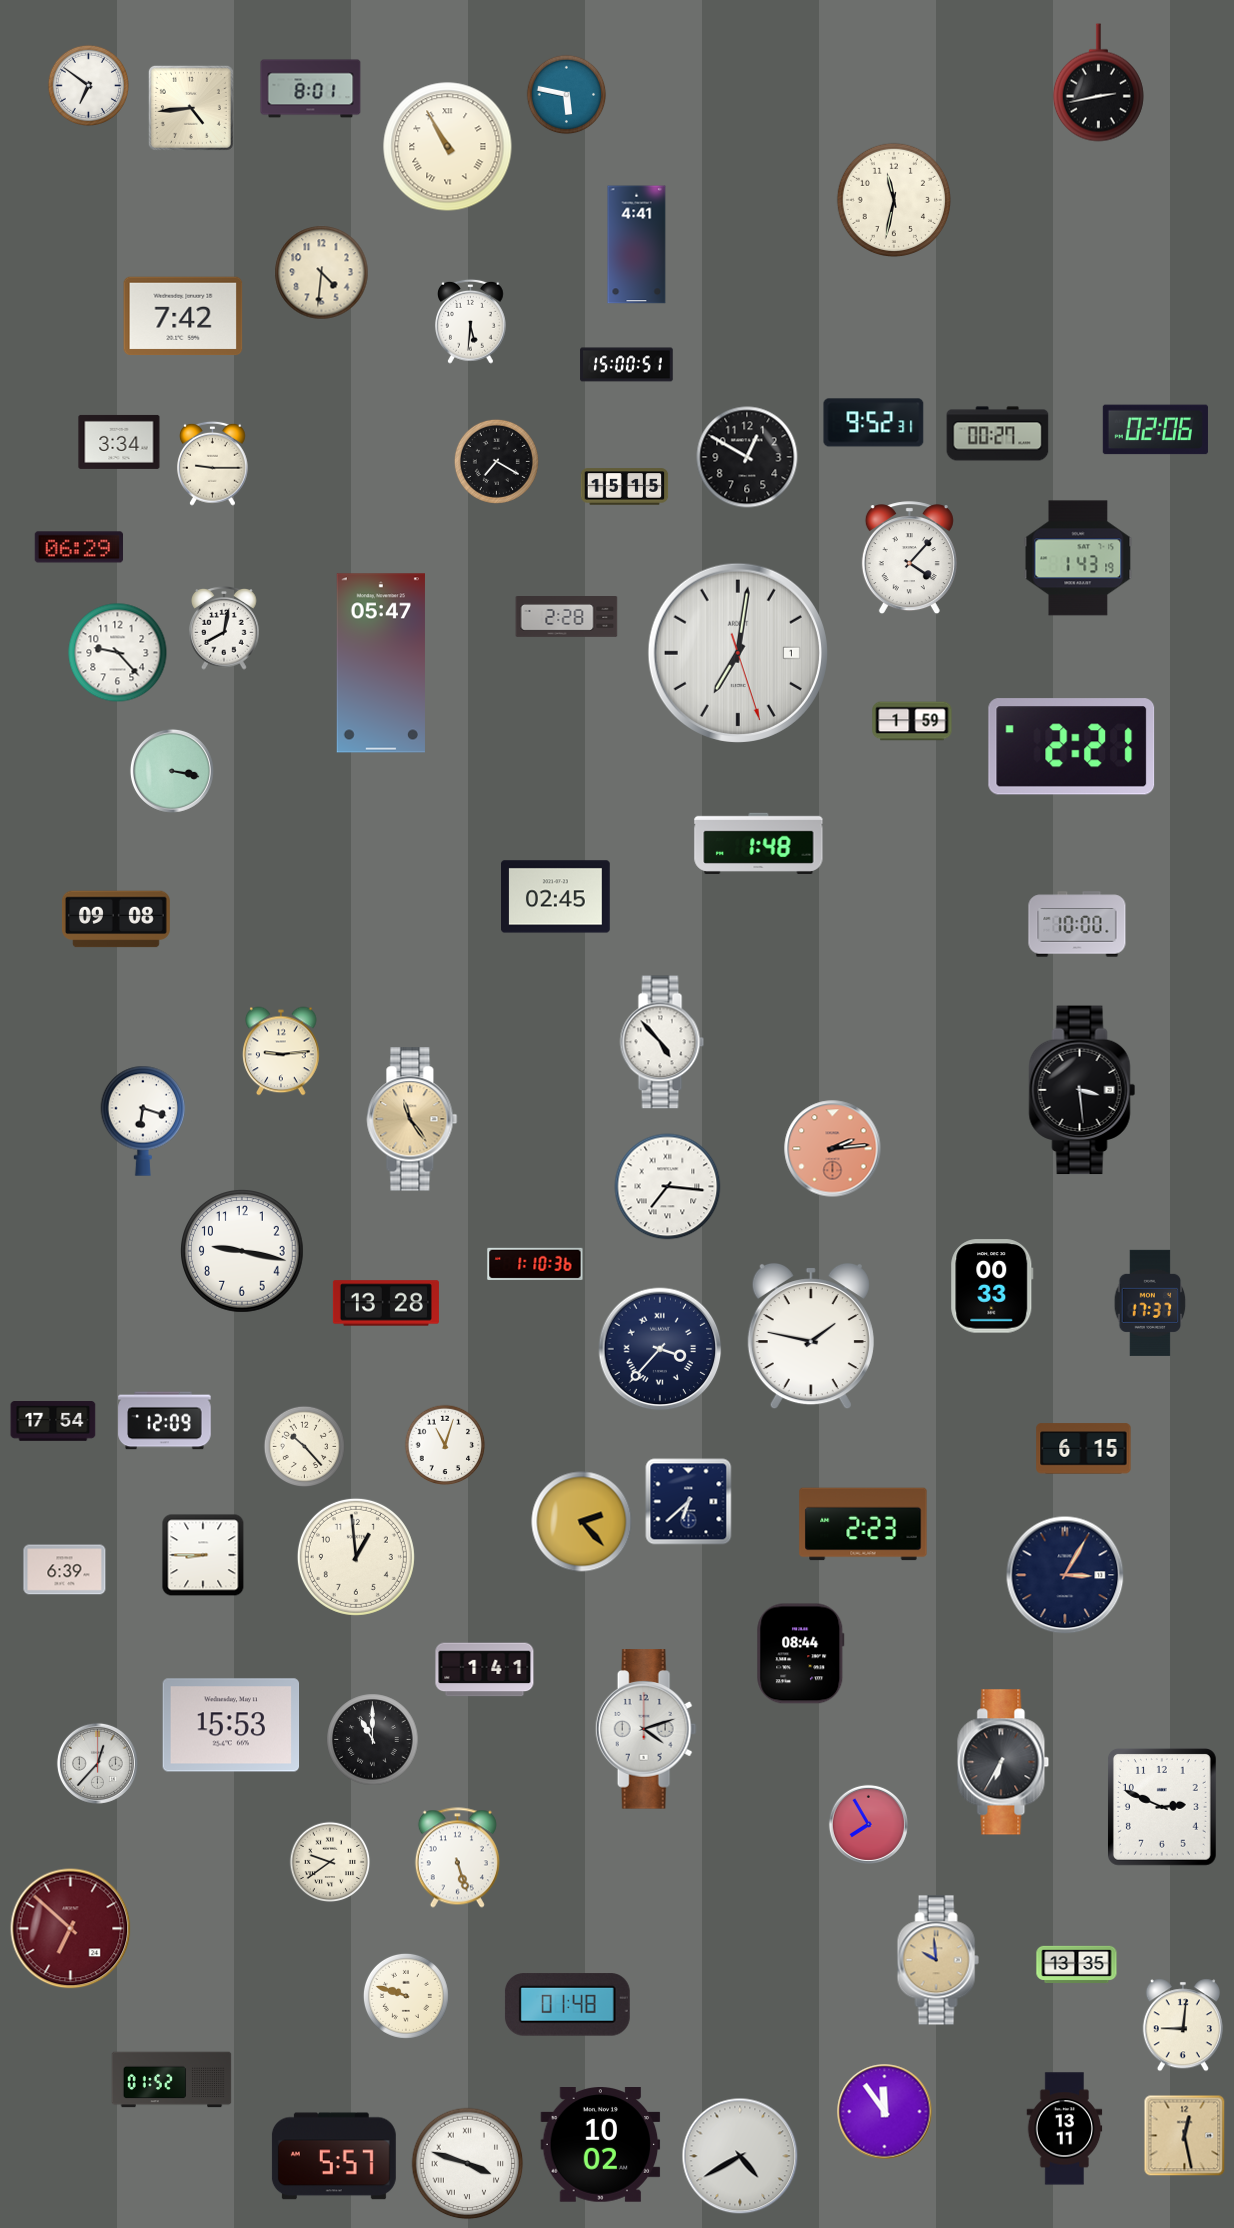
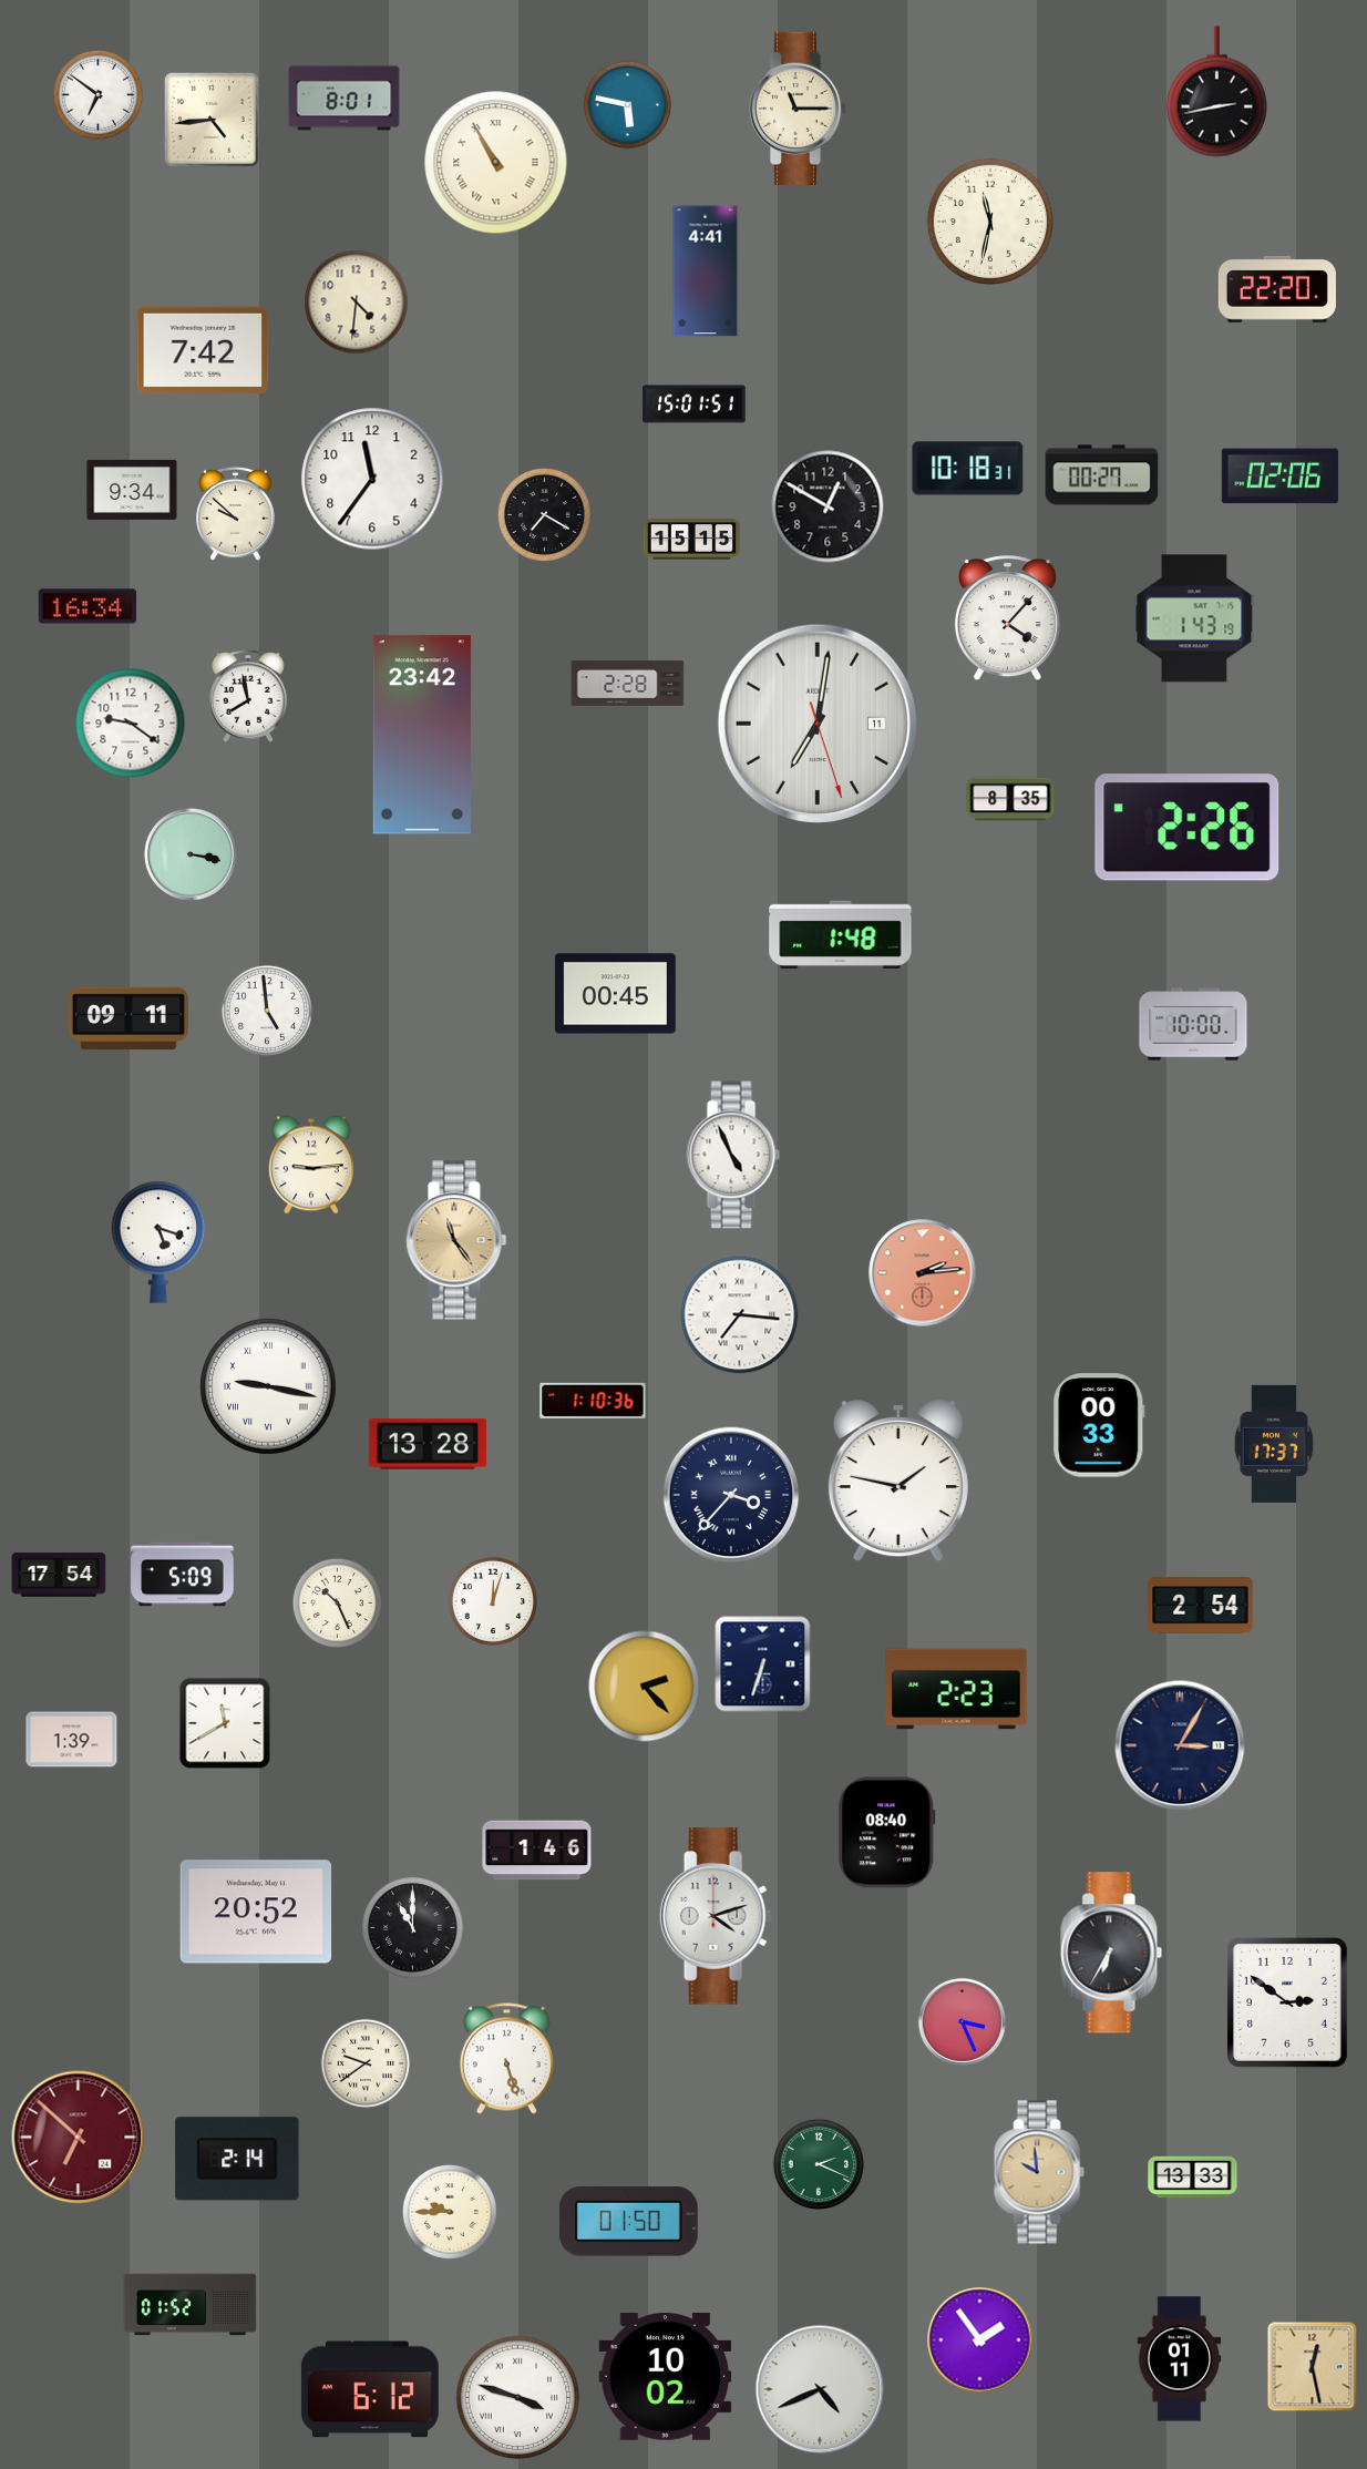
clock at (798, 109): none -> 11:15
clock at (1277, 289): none -> 22:20
clock at (471, 321): 5:31 -> none
clock at (627, 365): 15:00 -> 15:01
clock at (874, 423): 9:52 -> 10:18
clock at (372, 479): none -> 11:36
clock at (998, 434) position: (998, 434) -> (1102, 475)
clock at (119, 442): 3:34 -> 9:34
clock at (496, 461) position: (496, 461) -> (544, 514)
clock at (213, 463): 9:15 -> 9:52
clock at (78, 547): 06:29 -> 16:34
clock at (224, 629): 8:02 -> 7:58
clock at (118, 653): 9:23 -> 9:21
clock at (738, 653) date: 1 -> 11
clock at (381, 663): 05:47 -> 23:42
clock at (912, 721): 1:59 -> 8:35
clock at (1072, 747): 2:21 -> 2:26
clock at (556, 897): 02:45 -> 00:45
clock at (266, 1010): none -> 4:59
clock at (116, 919): 09:08 -> 09:11
clock at (662, 1042): 4:53 -> 4:56
clock at (1082, 1090): 3:29 -> none
clock at (143, 1121): 6:18 -> 5:18
clock at (243, 1252) numerals: Arabic -> Roman
clock at (165, 1421): 12:09 -> 5:09
clock at (445, 1445): 11:03 -> 12:03
clock at (305, 1447): 10:23 -> 10:26
clock at (1084, 1449): 6:15 -> 2:54
clock at (689, 1502): 6:38 -> 6:33
clock at (203, 1555): 8:45 -> 11:40
clock at (356, 1557): 12:59 -> none
clock at (65, 1570): 6:39 -> 1:39
clock at (801, 1654): 08:44 -> 08:40
clock at (485, 1670): 1:41 -> 1:46
clock at (231, 1725): 15:53 -> 20:52
clock at (97, 1763): 12:37 -> none
clock at (1162, 1807): 2:49 -> 2:51
clock at (868, 1824): 7:55 -> 3:26
clock at (237, 2159): none -> 2:14
clock at (818, 2163): none -> 2:19
clock at (1077, 1964): 13:35 -> 13:33
clock at (406, 1996): 9:48 -> 9:45
clock at (567, 2005): 01:48 -> 01:50
clock at (1183, 2025): 9:01 -> none
clock at (885, 2112): 11:54 -> 1:54
clock at (1065, 2129): 13:11 -> 01:11
clock at (334, 2156): 5:57 -> 6:12
clock at (740, 2156): 4:40 -> 4:41
